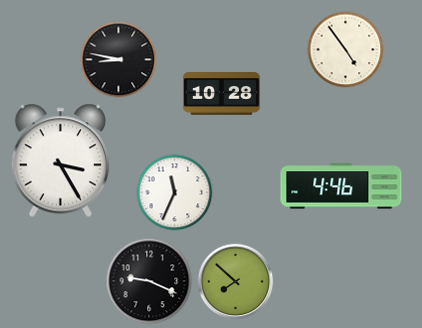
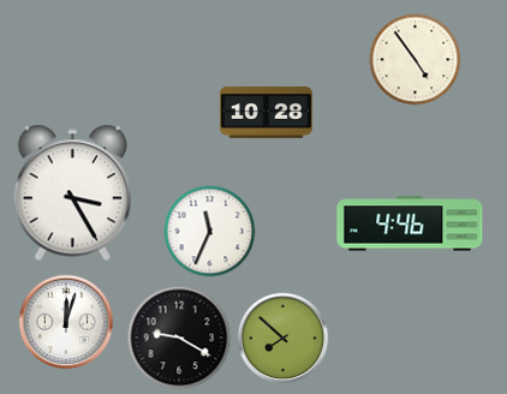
clock at (119, 60): 8:47 -> none
clock at (66, 322): none -> 12:03
clock at (149, 281): 9:19 -> 9:20
